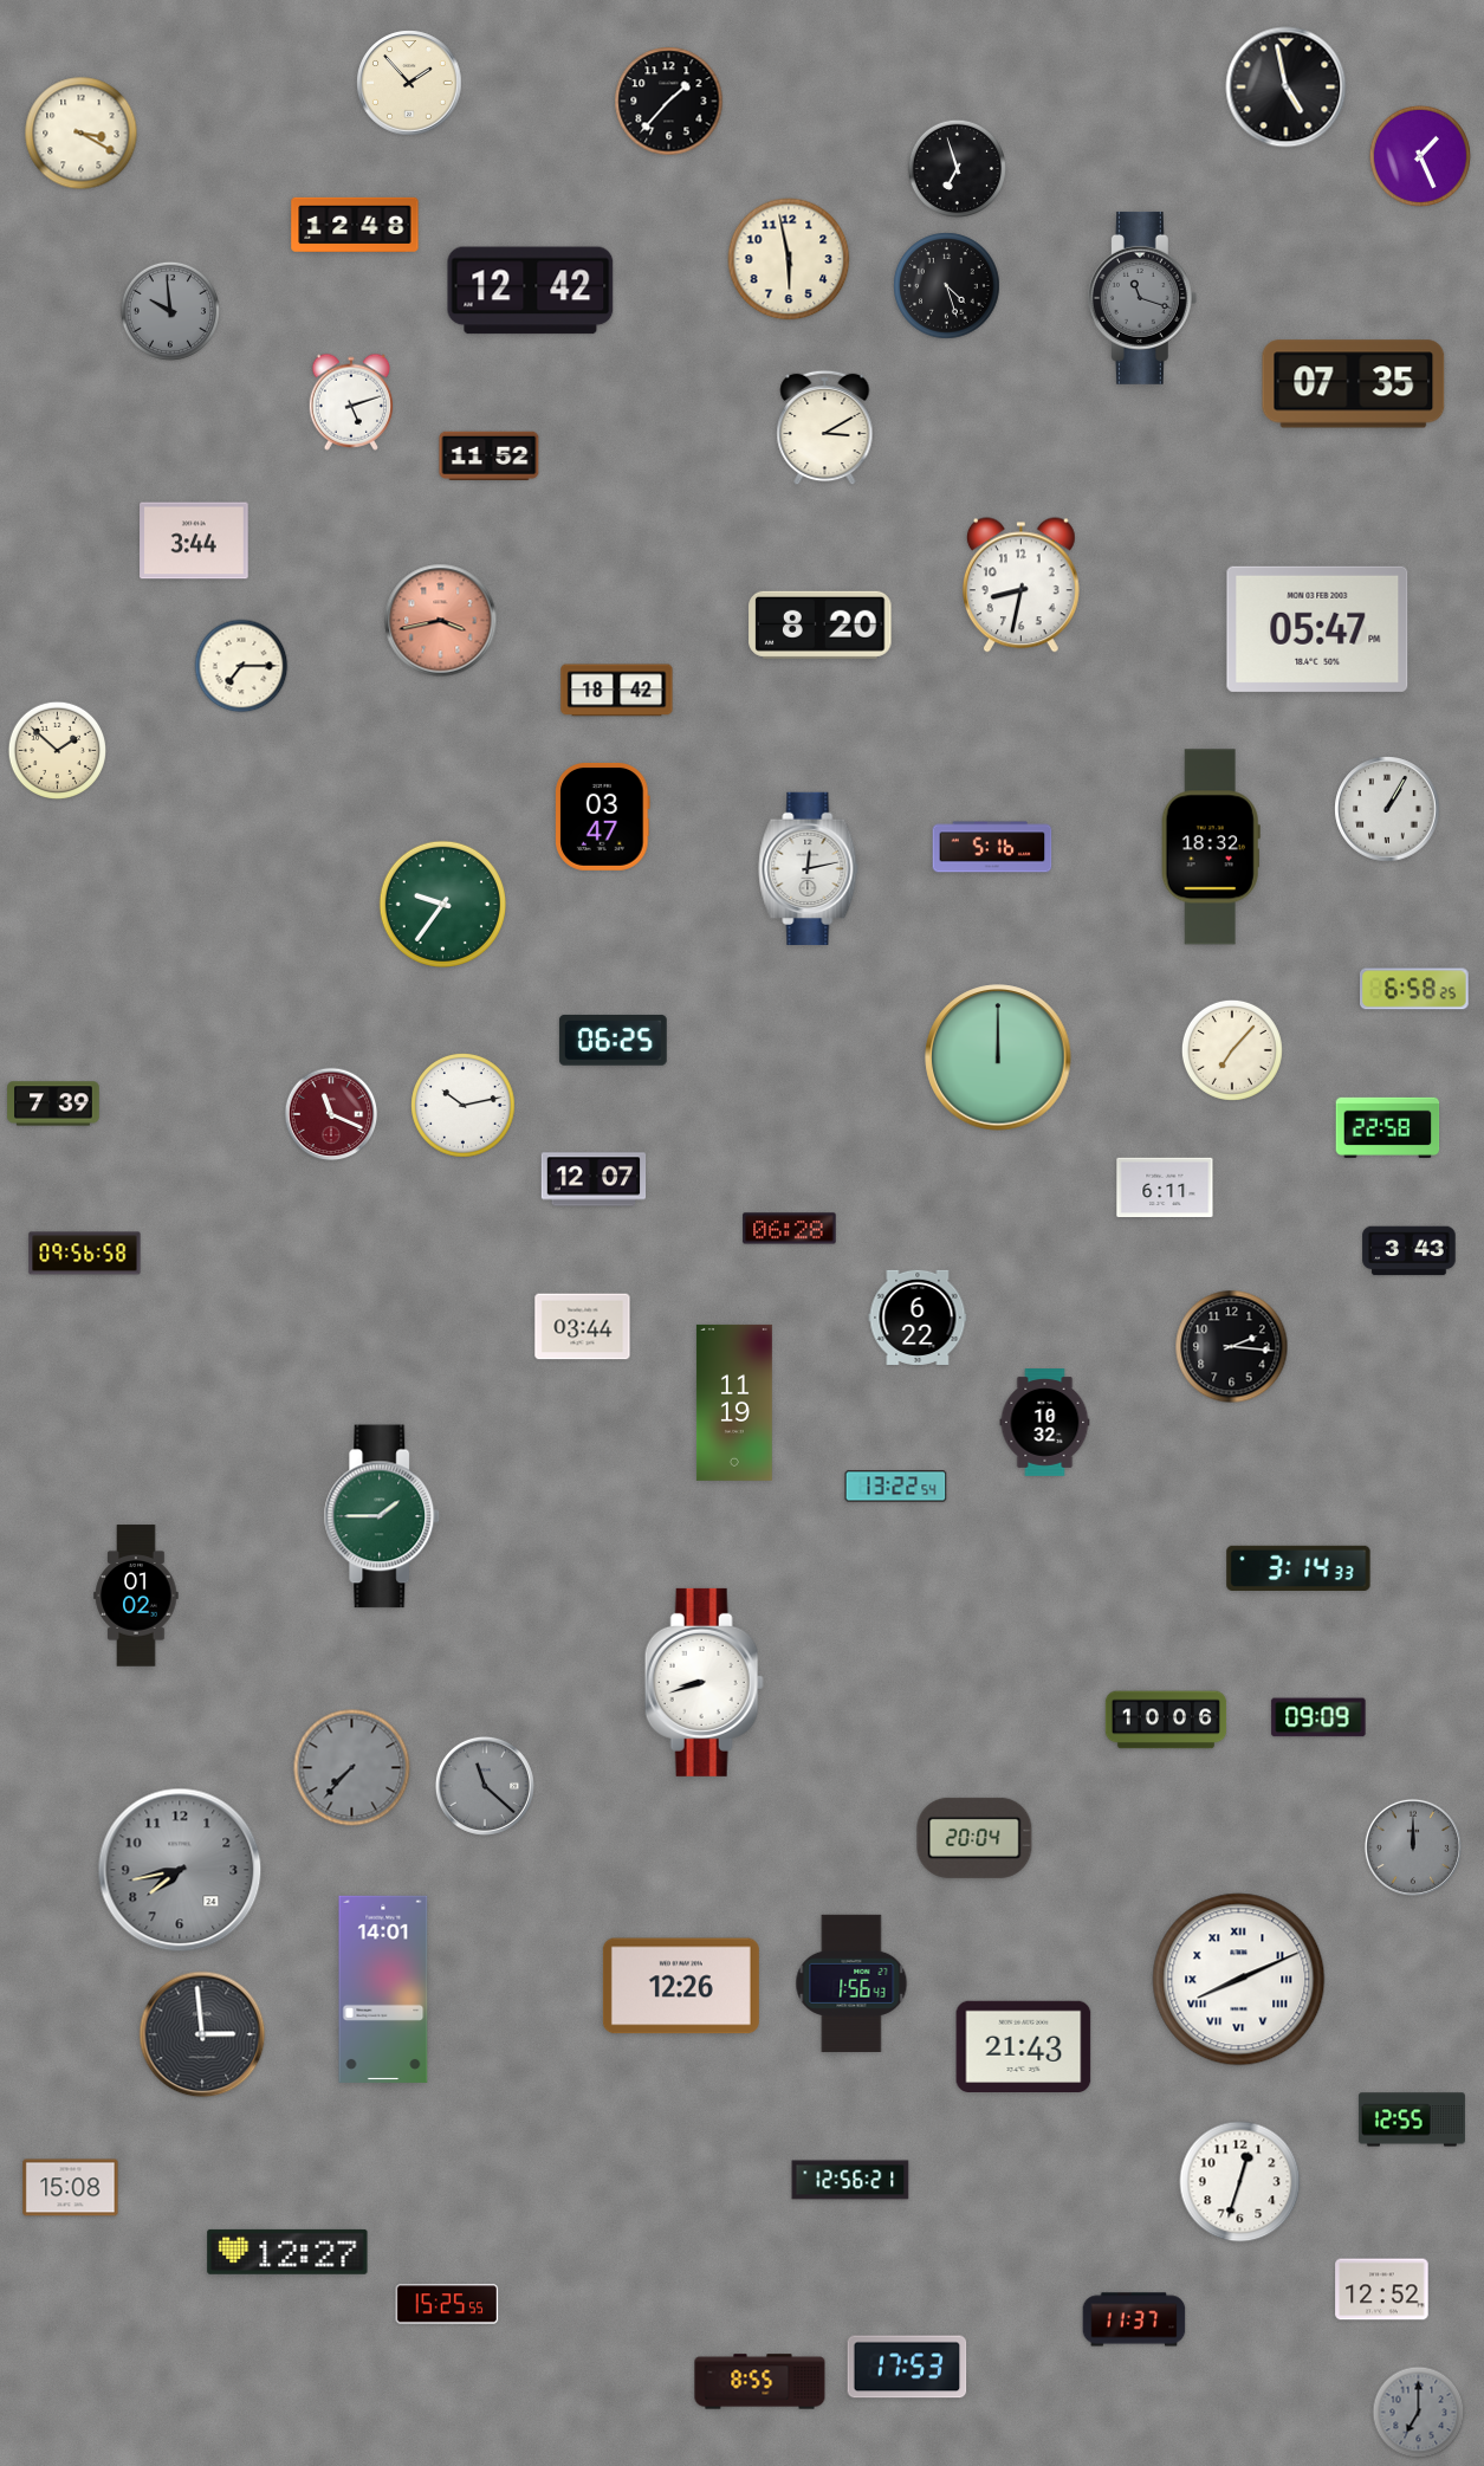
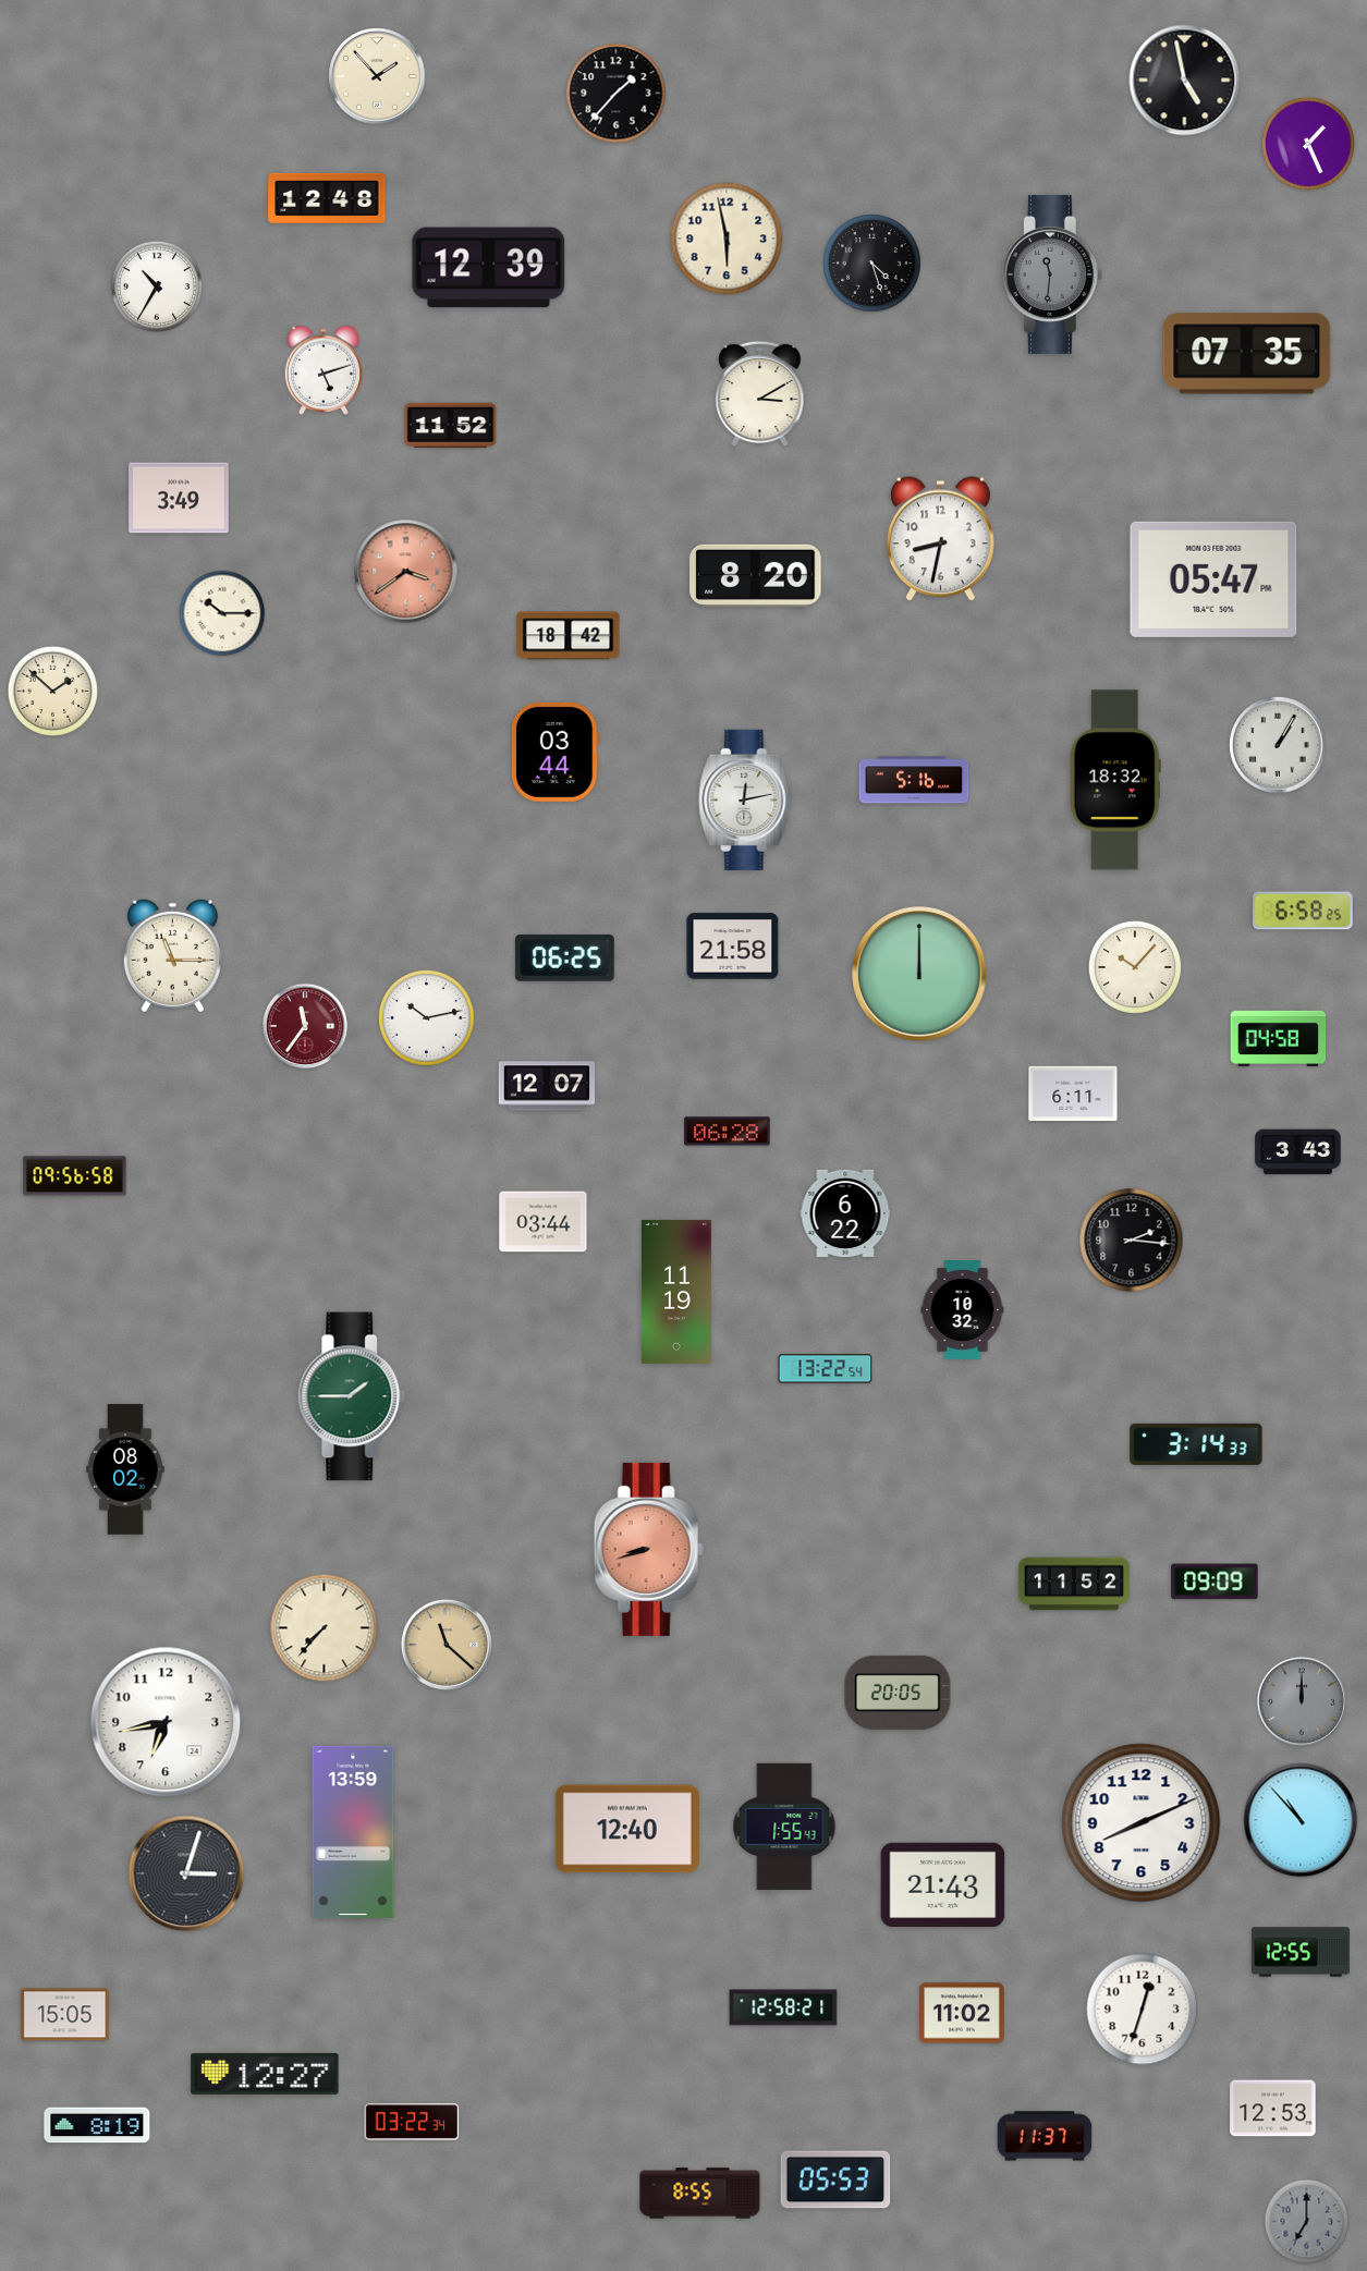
clock at (82, 134): 3:20 -> none
clock at (958, 169): 6:57 -> none
clock at (355, 225) position: (355, 225) -> (327, 198)
clock at (531, 291): 12:42 -> 12:39
clock at (1142, 298): 11:18 -> 11:31
clock at (170, 311): 9:59 -> 10:35
clock at (170, 311) dial: grey -> white
clock at (490, 455) position: (490, 455) -> (451, 425)
clock at (194, 541): 3:44 -> 3:49
clock at (441, 621): 3:43 -> 3:39
clock at (241, 666): 7:15 -> 10:15
clock at (603, 816): 03:47 -> 03:44
clock at (442, 904): 9:36 -> none
clock at (733, 947): none -> 21:58
clock at (172, 956): none -> 11:15
clock at (1232, 1050): 7:07 -> 10:07
clock at (53, 1103): 7:39 -> none
clock at (331, 1114): 11:19 -> 11:36
clock at (1388, 1127): 22:58 -> 04:58
clock at (85, 1254) position: (85, 1254) -> (75, 1176)
clock at (583, 1327) position: (583, 1327) -> (544, 1222)
clock at (1232, 1347) position: (1232, 1347) -> (1132, 1241)
clock at (136, 1596): 01:02 -> 08:02
clock at (704, 1682) dial: white -> salmon
clock at (1166, 1720): 10:06 -> 11:52
clock at (352, 1768) dial: grey -> cream
clock at (485, 1786) dial: grey -> champagne
clock at (974, 1838): 20:04 -> 20:05
clock at (180, 1870): 7:43 -> 6:43
clock at (180, 1870) dial: grey -> white
clock at (1301, 1820): none -> 10:53
clock at (1239, 1980) numerals: Roman -> Arabic
clock at (851, 1983): 1:56 -> 1:55
clock at (681, 1986): 12:26 -> 12:40
clock at (383, 1989): 14:01 -> 13:59
clock at (202, 2034): 2:59 -> 3:03
clock at (850, 2180): 12:56 -> 12:58
clock at (962, 2013): none -> 11:02
clock at (71, 2188): 15:08 -> 15:05
clock at (1382, 2290): 12:52 -> 12:53
clock at (447, 2304): 15:25 -> 03:22
clock at (97, 2125): none -> 8:19
clock at (907, 2367): 17:53 -> 05:53
